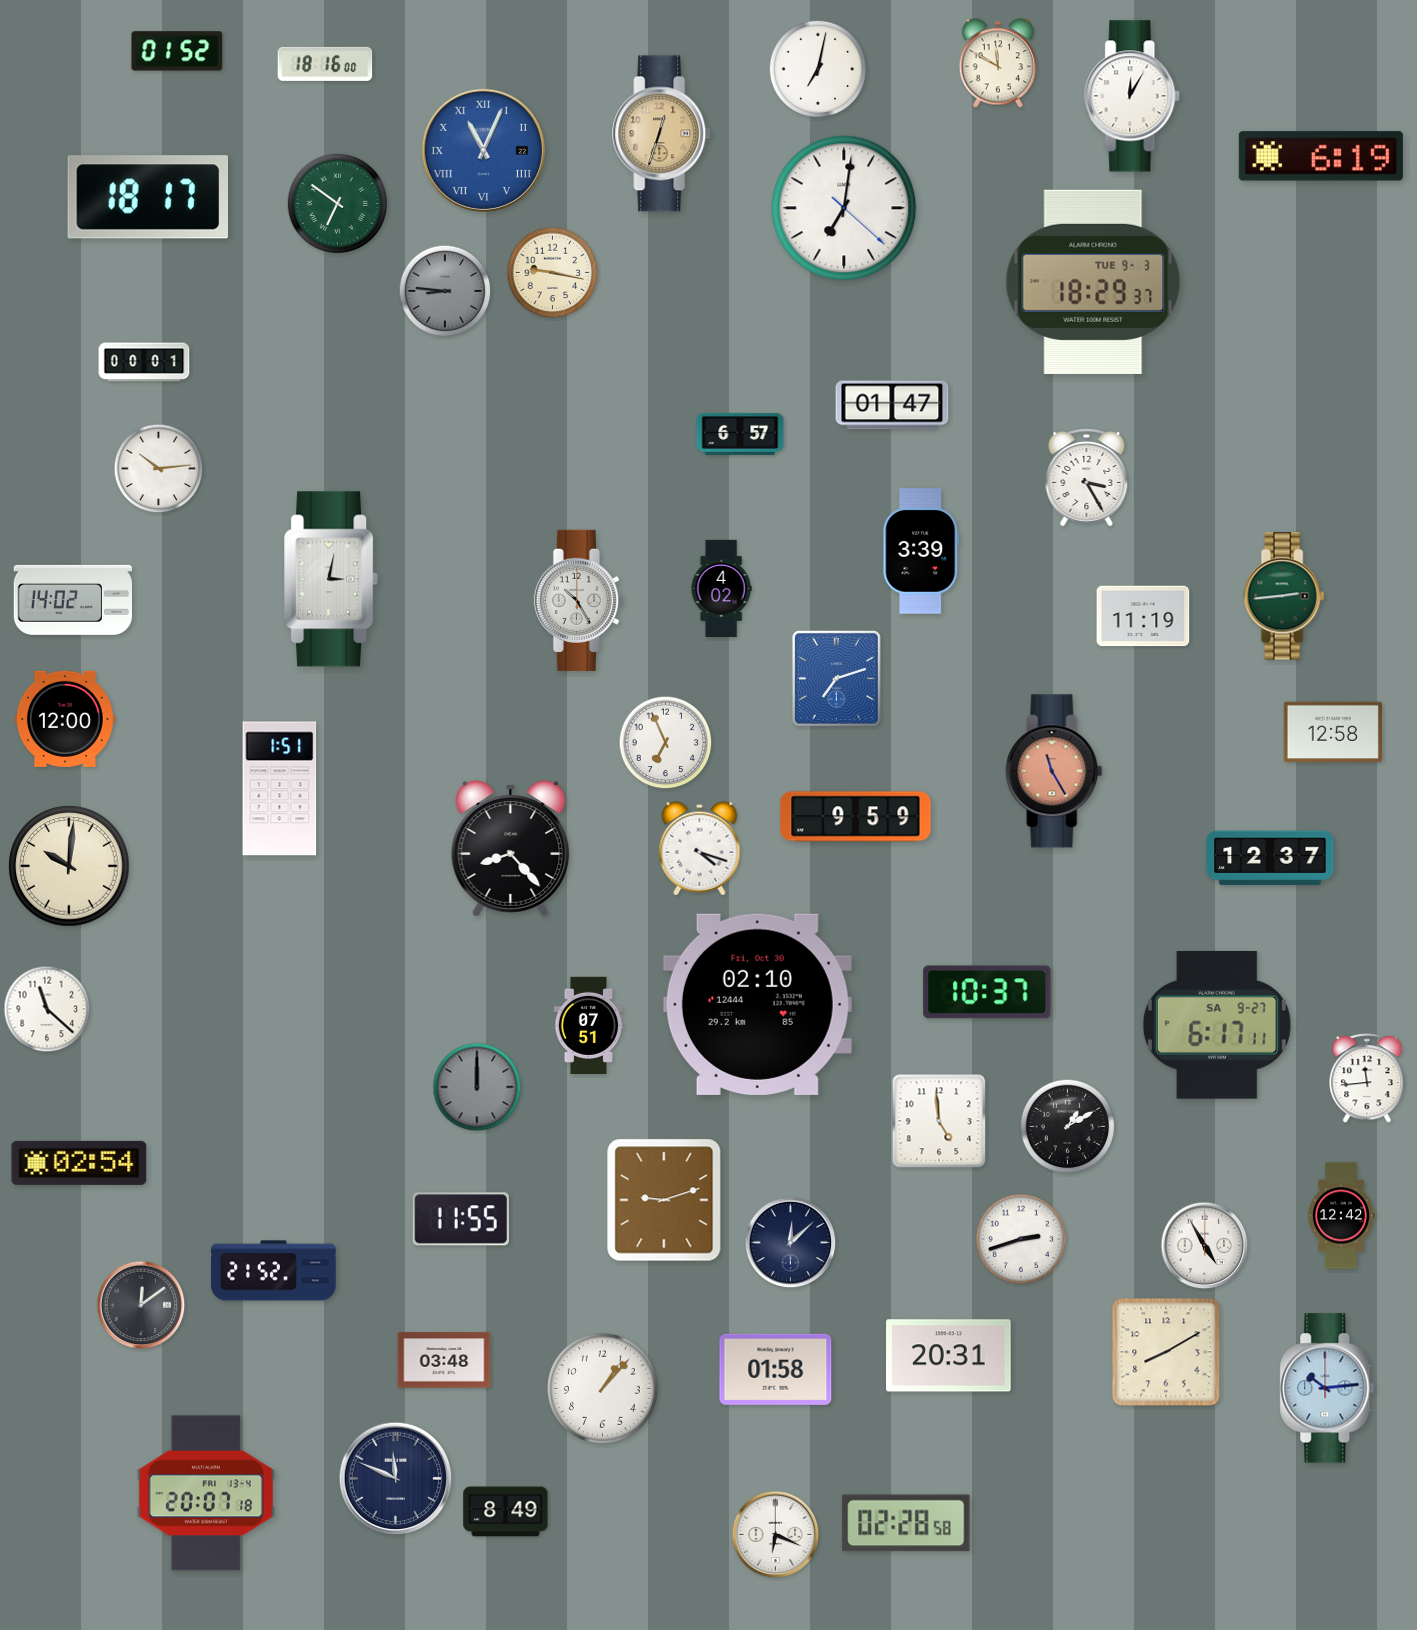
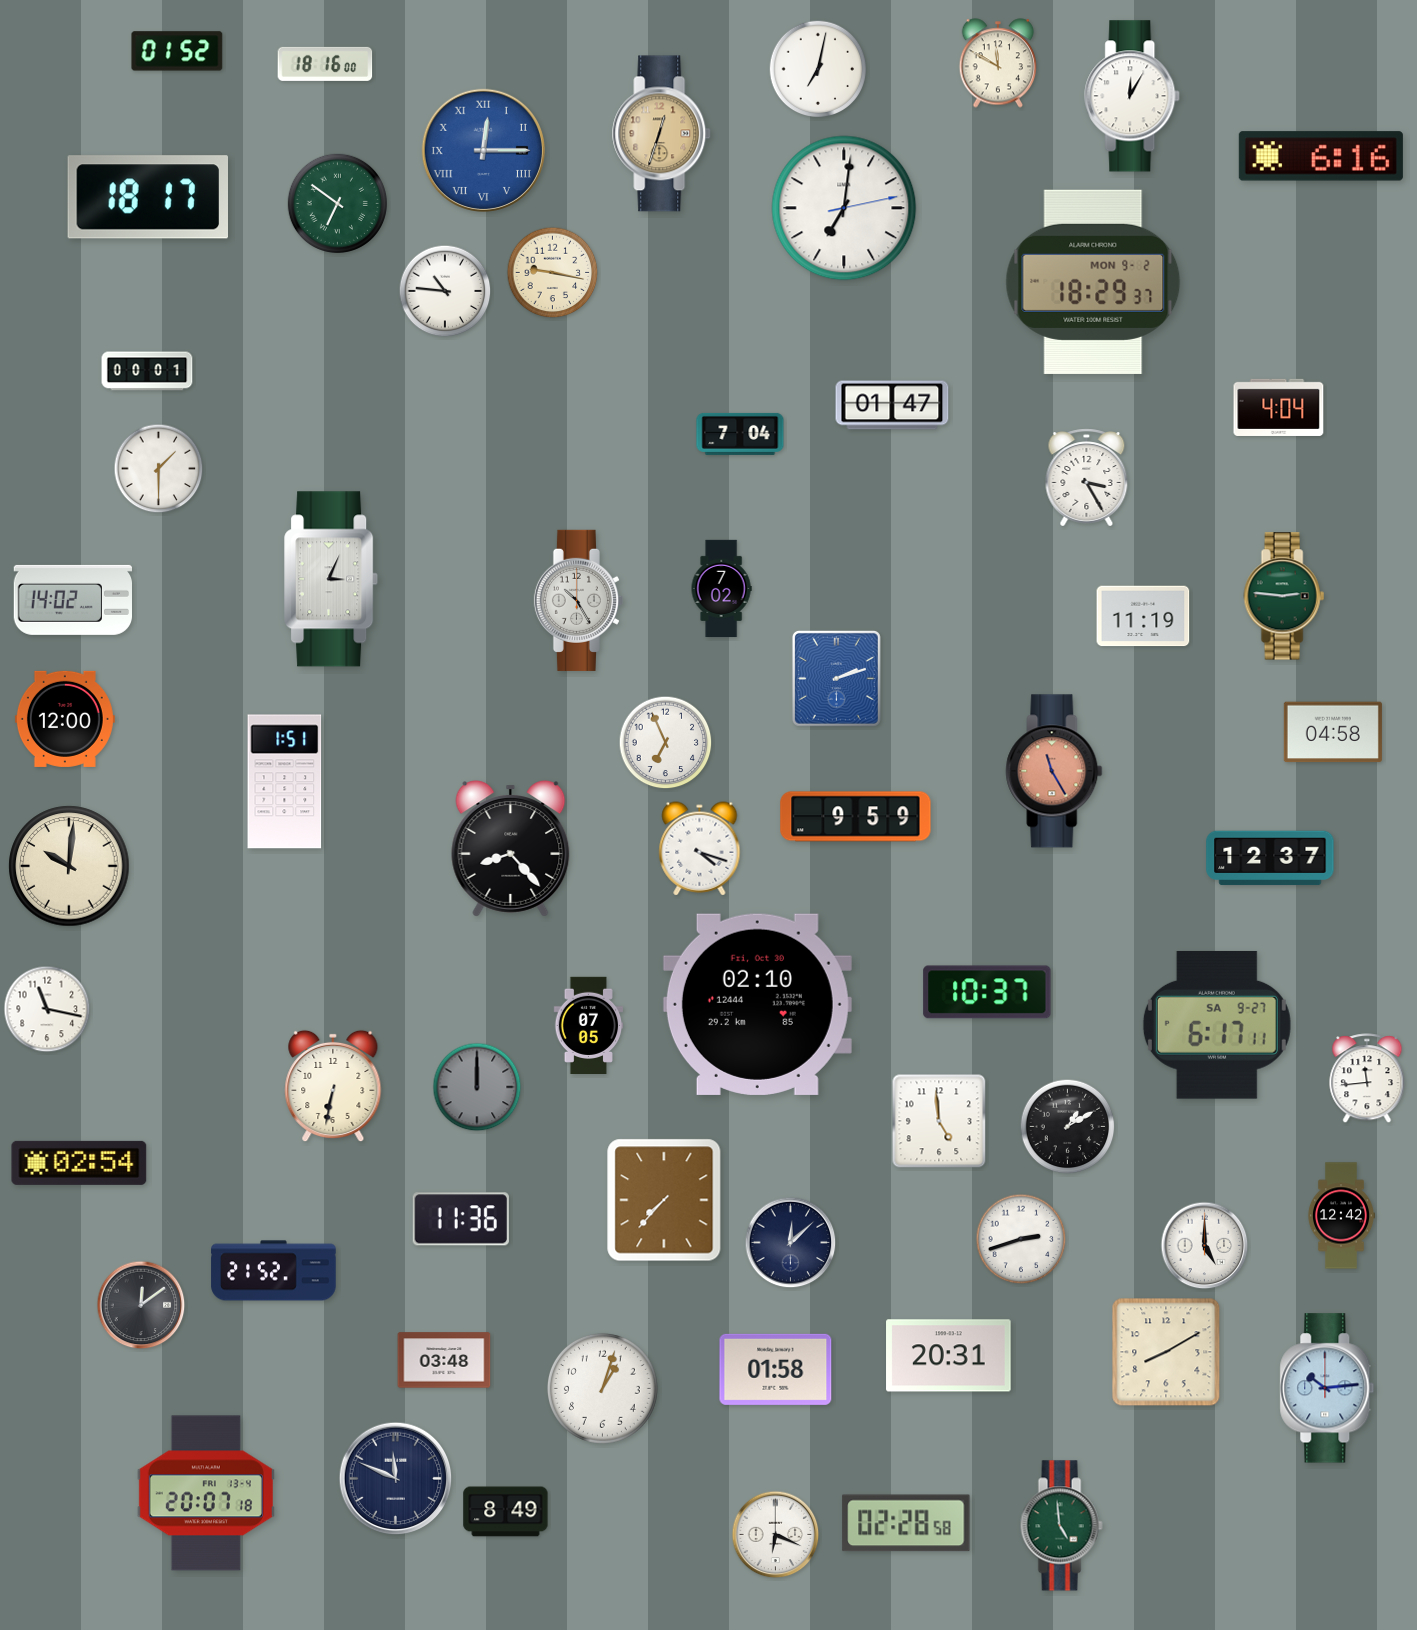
clock at (483, 150): 11:04 -> 12:15
clock at (1321, 156): 6:19 -> 6:16
clock at (844, 208): 7:01:22 -> 7:01:13
clock at (1093, 282) date: TUE 9-3 -> MON 9-2
clock at (445, 291): 8:46 -> 10:46
clock at (445, 291) dial: grey -> white
clock at (144, 362) position: (144, 362) -> (147, 371)
clock at (1279, 407): none -> 4:04
clock at (740, 434): 6:57 -> 7:04
clock at (159, 469): 10:14 -> 1:30
clock at (921, 551): 3:39 -> none
clock at (332, 579): 3:02 -> 3:04
clock at (721, 589): 4:02 -> 7:02
clock at (1284, 596): 2:44 -> 2:46
clock at (836, 678): 7:12 -> 2:12
clock at (1333, 732): 12:58 -> 04:58
clock at (280, 789) position: (280, 789) -> (285, 782)
clock at (47, 1009): 11:22 -> 11:17
clock at (589, 1025): 07:51 -> 07:05
clock at (333, 1086): none -> 6:32
clock at (664, 1200): 9:12 -> 7:37
clock at (461, 1219): 11:55 -> 11:36
clock at (1205, 1246): 4:55 -> 5:00
clock at (602, 1388): 1:07 -> 1:03
clock at (1061, 1526): none -> 4:59
